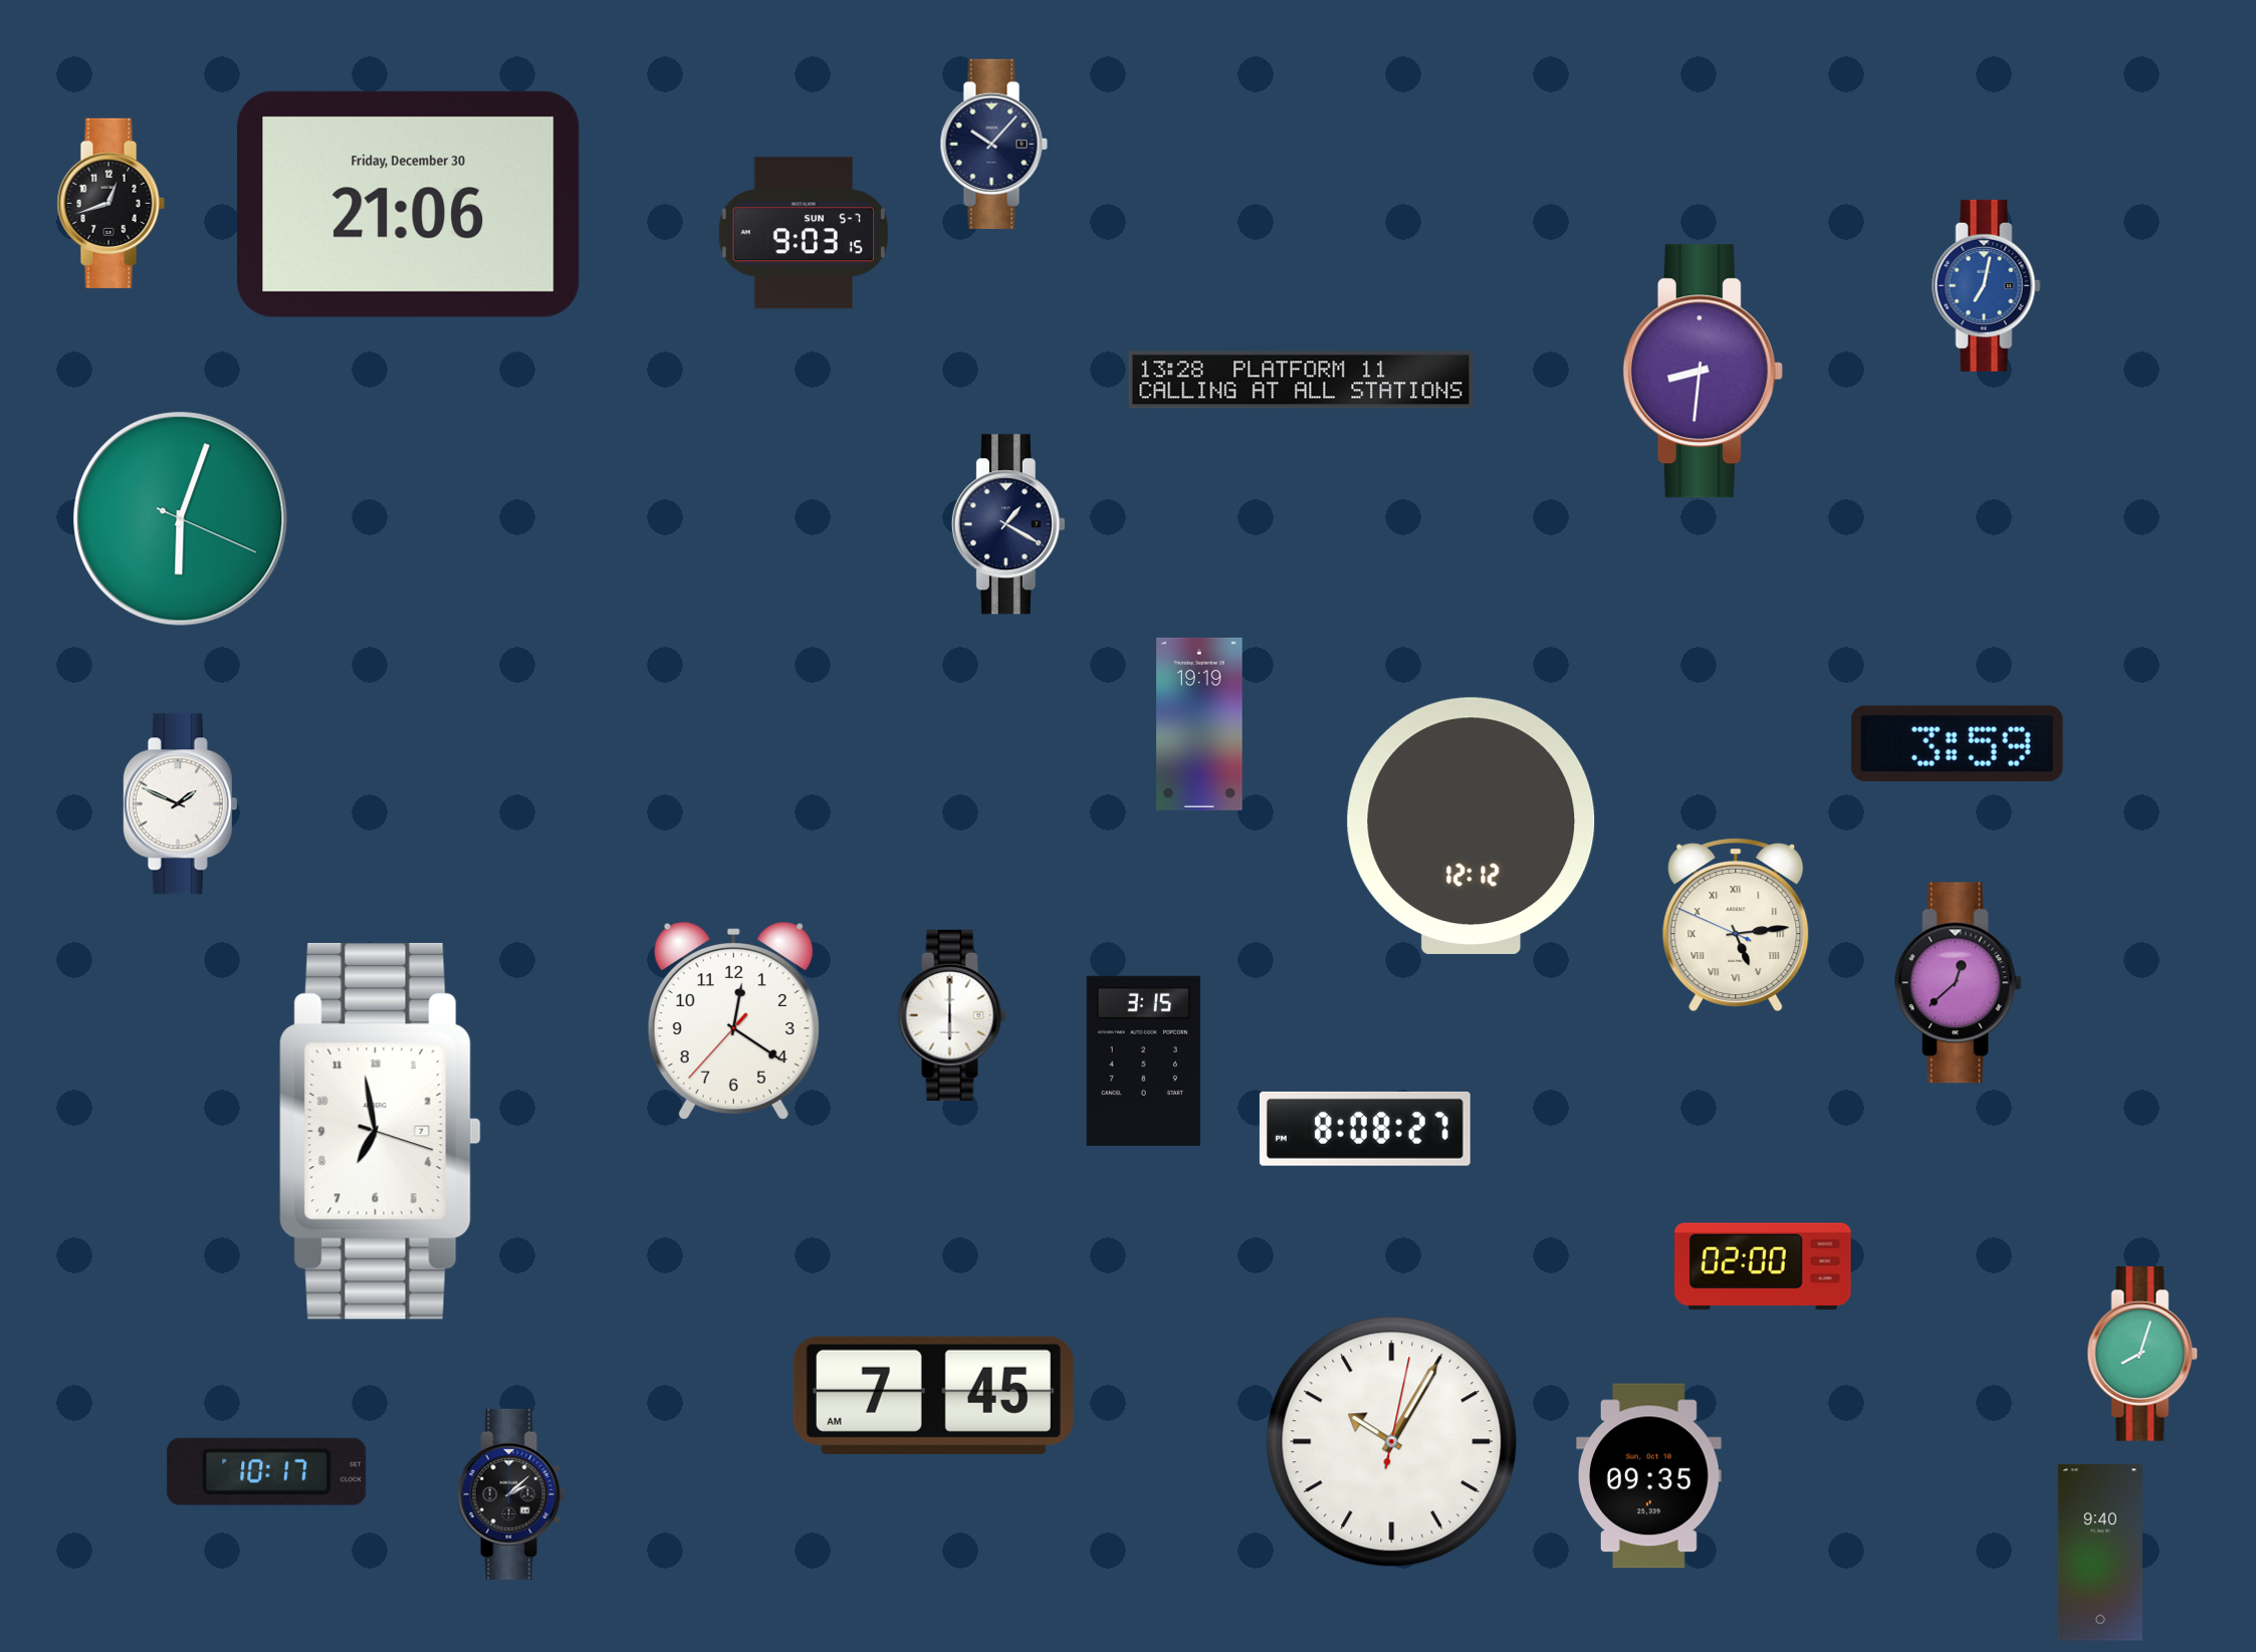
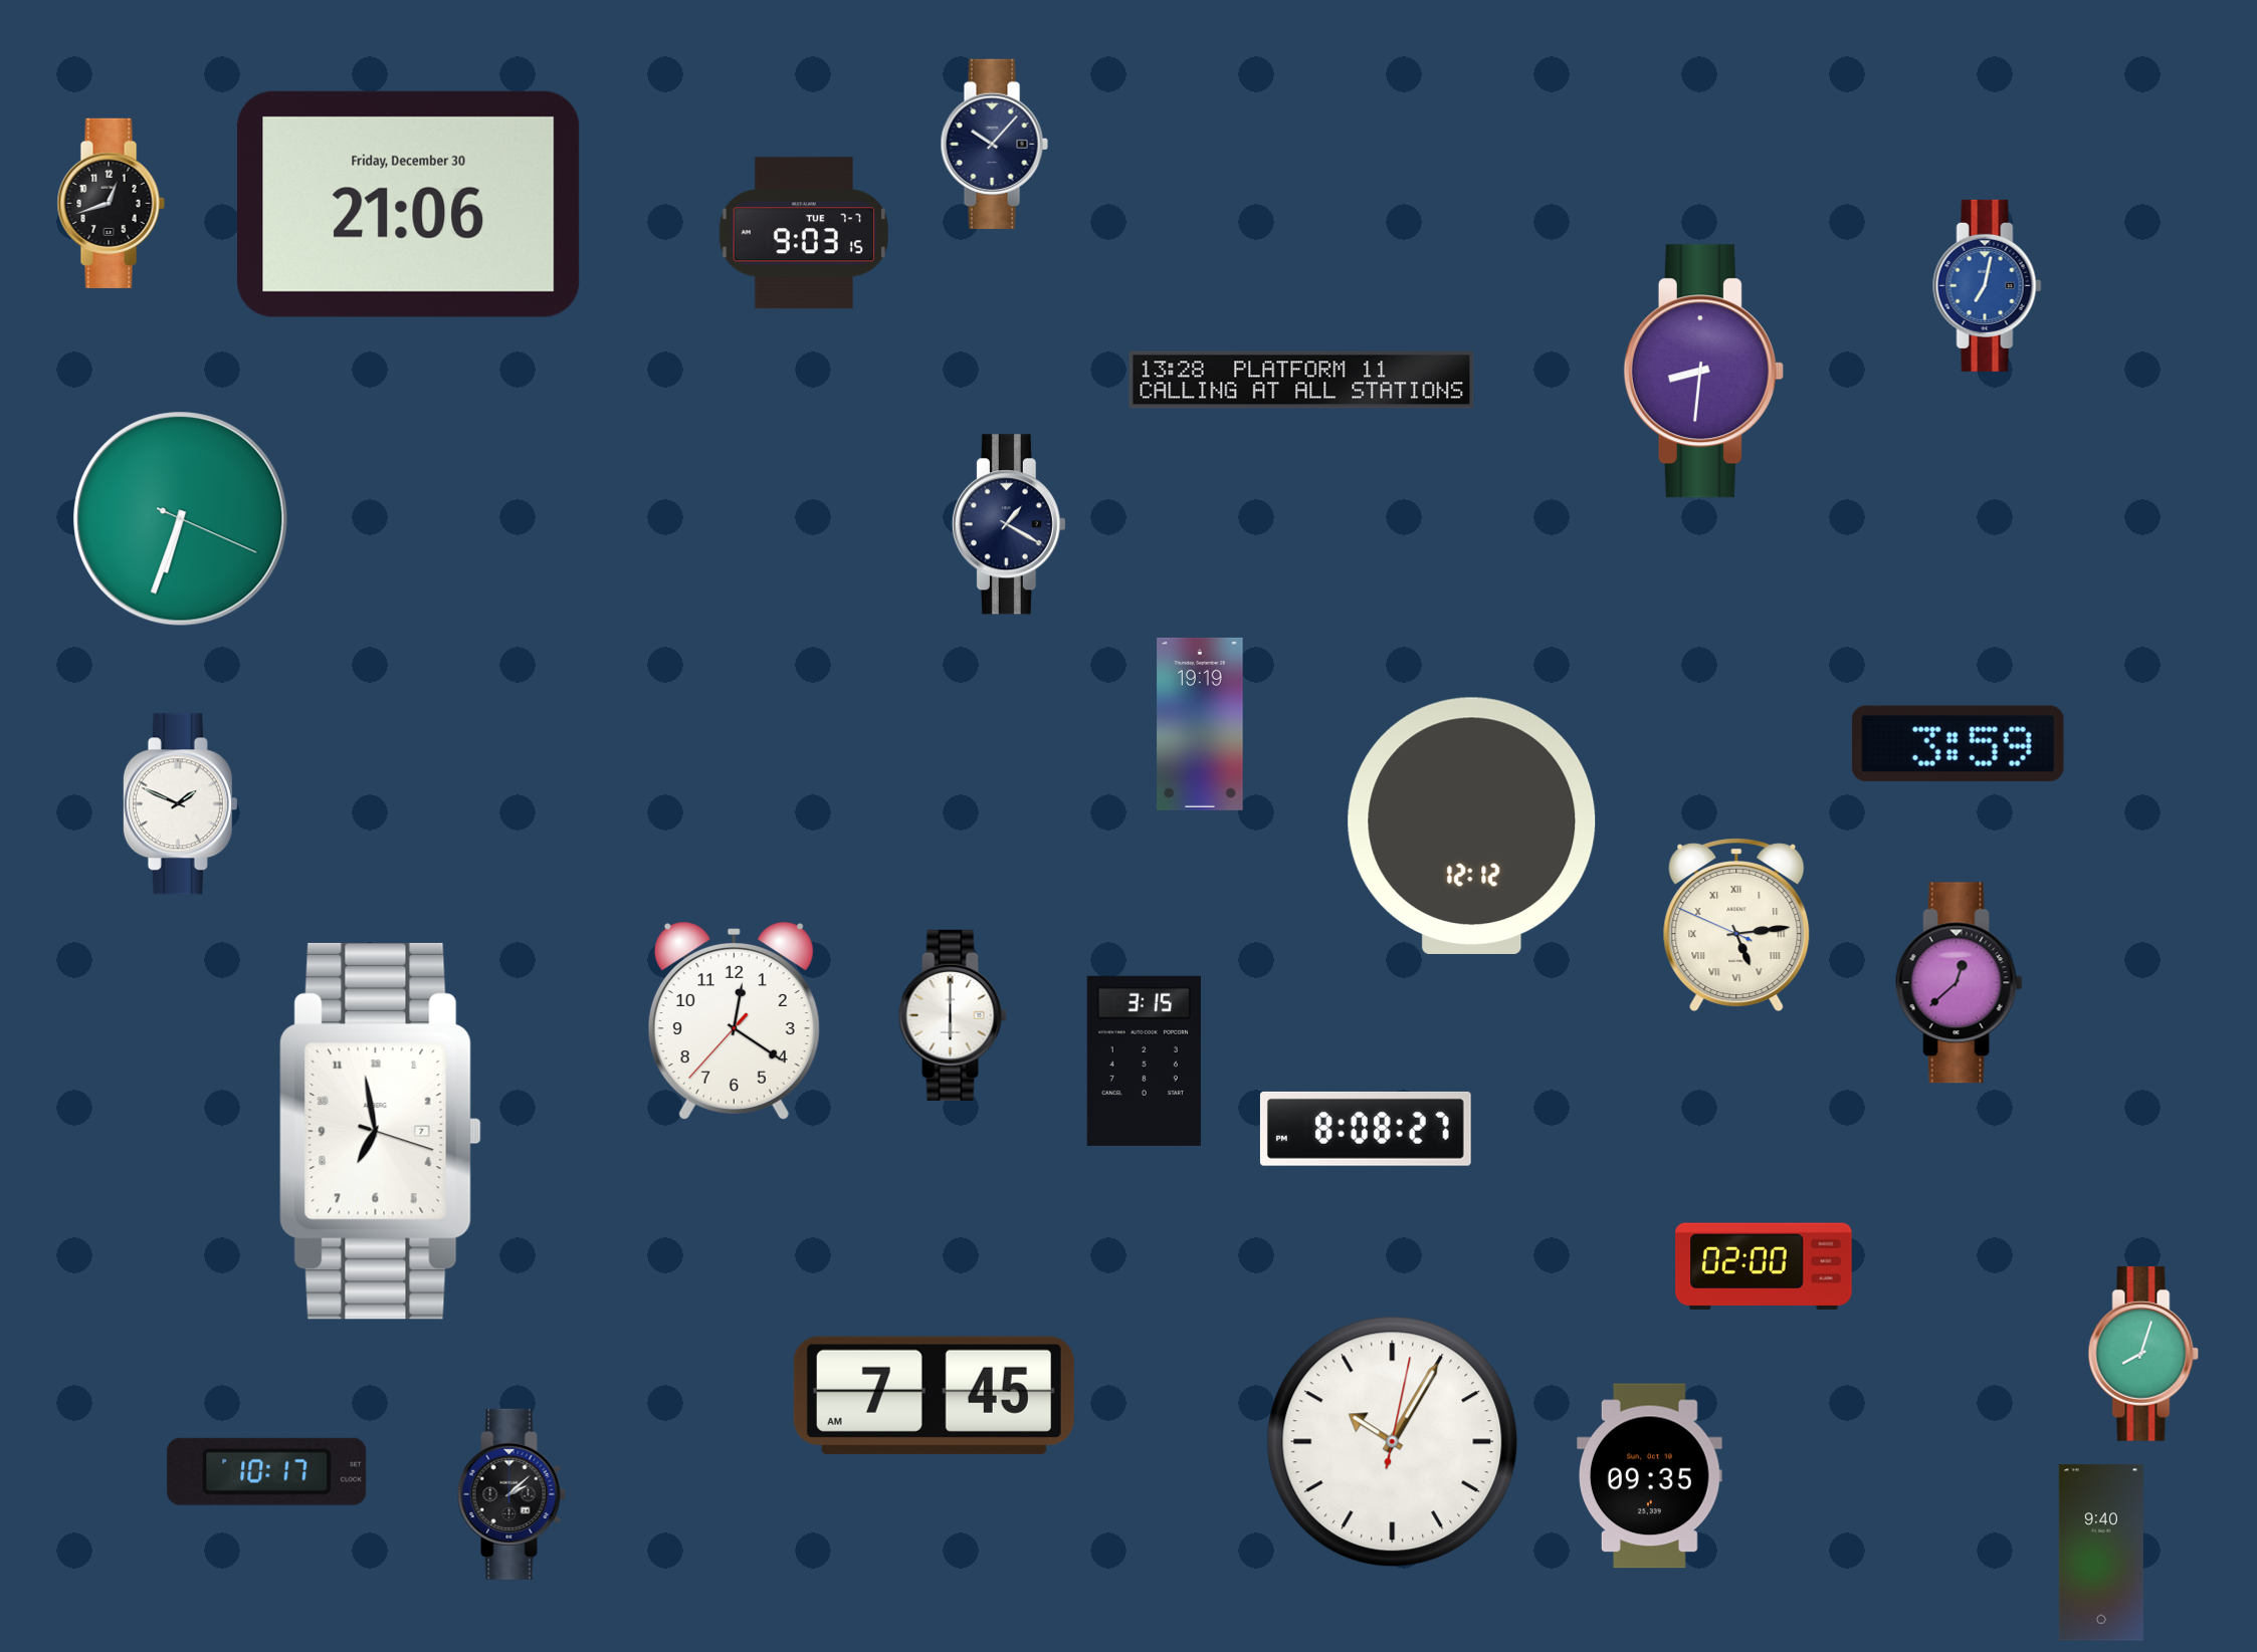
clock at (804, 233) date: SUN 5-7 -> TUE 7-7
clock at (181, 519): 6:03 -> 6:33
